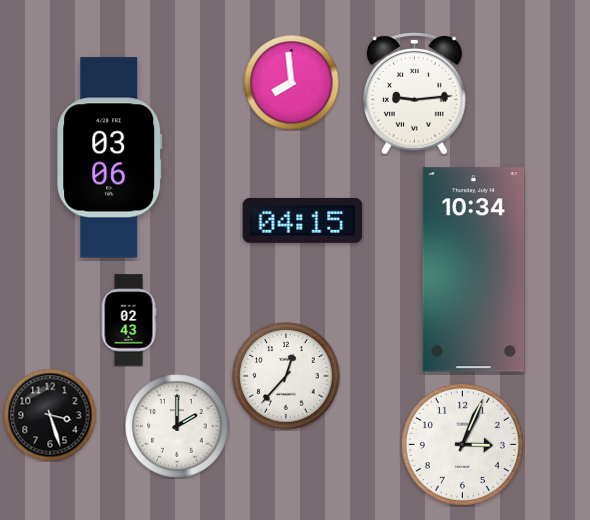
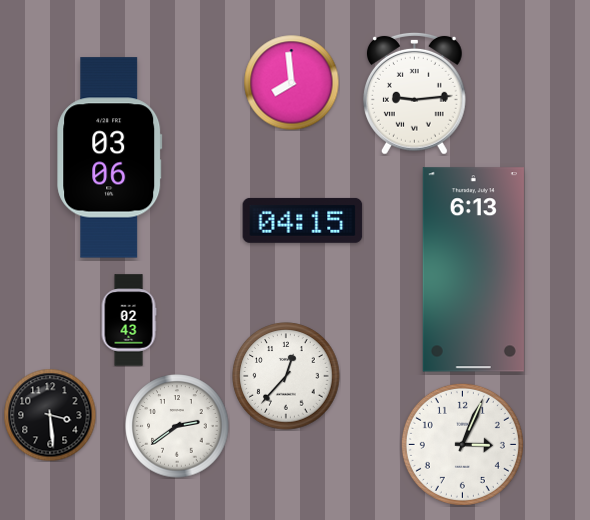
clock at (473, 270): 10:34 -> 6:13
clock at (50, 415): 3:27 -> 3:29
clock at (177, 426): 2:00 -> 2:39
